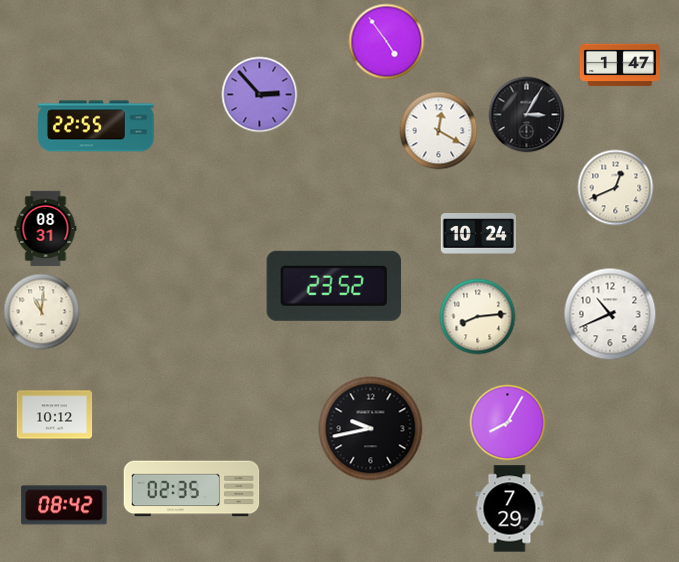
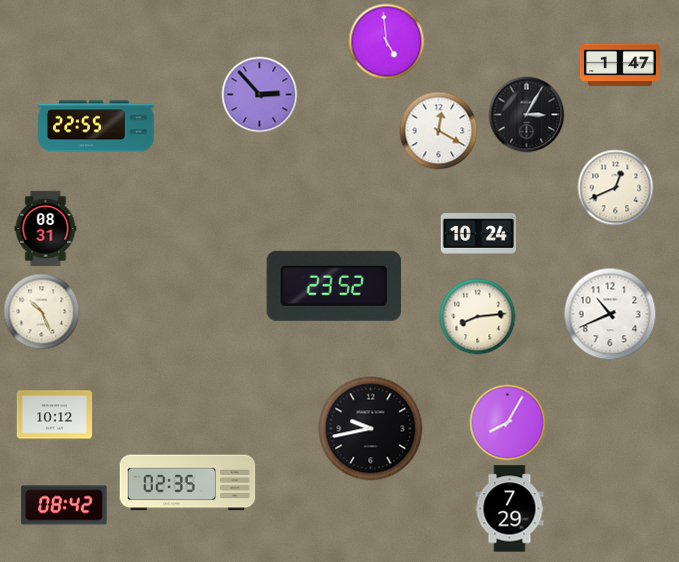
clock at (387, 42): 4:54 -> 4:59
clock at (42, 312): 11:01 -> 10:26
clock at (192, 489) position: (192, 489) -> (188, 483)
